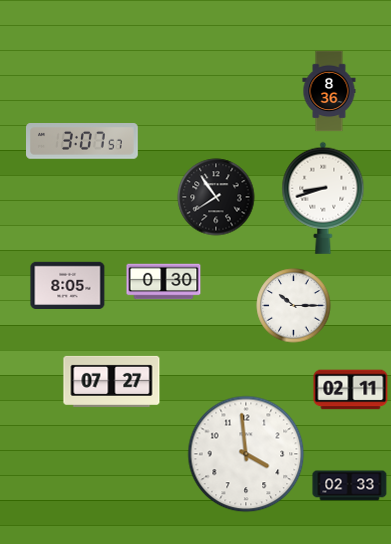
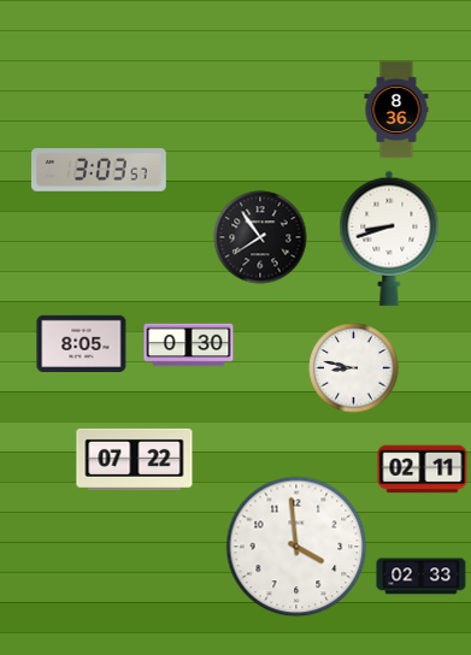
clock at (83, 142): 3:07 -> 3:03
clock at (164, 282) position: (164, 282) -> (189, 346)
clock at (294, 306): 10:15 -> 8:47
clock at (112, 381): 07:27 -> 07:22
clock at (350, 486) position: (350, 486) -> (422, 577)
